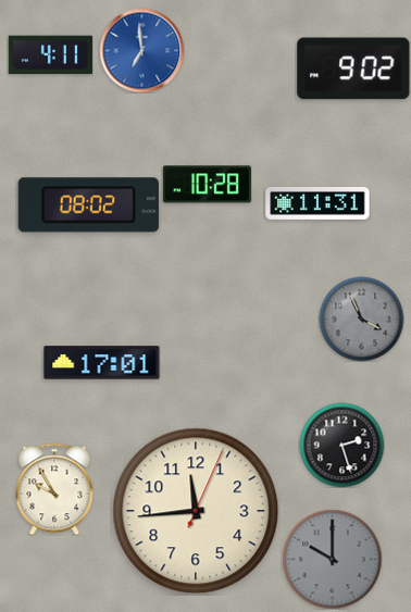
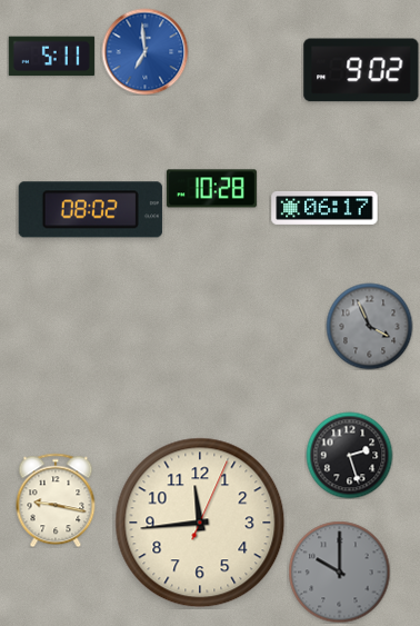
clock at (50, 55): 4:11 -> 5:11
clock at (317, 204): 11:31 -> 06:17
clock at (102, 363): 17:01 -> none
clock at (54, 489): 9:55 -> 9:17
